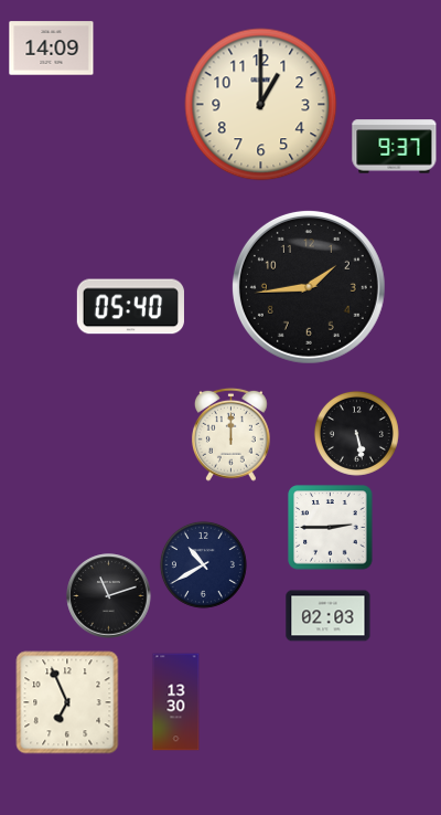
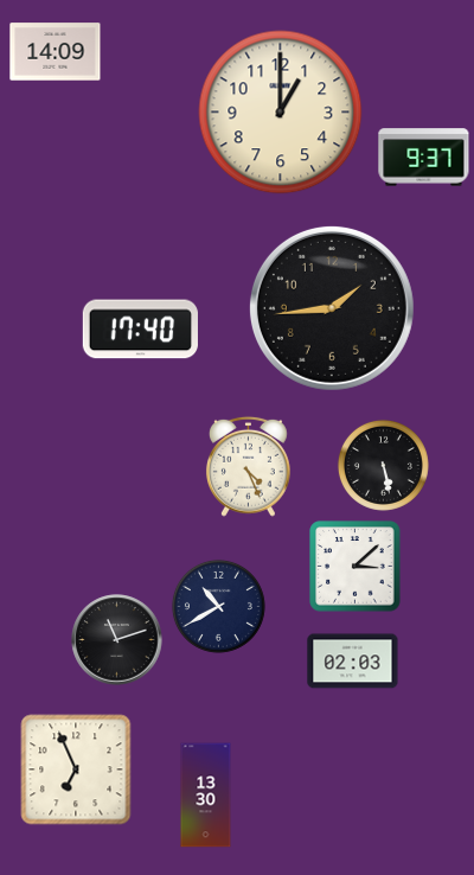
clock at (130, 307): 05:40 -> 17:40
clock at (230, 434): 12:00 -> 4:26
clock at (331, 528): 2:45 -> 3:08
clock at (67, 702) position: (67, 702) -> (76, 769)
clock at (176, 702) position: (176, 702) -> (206, 796)
